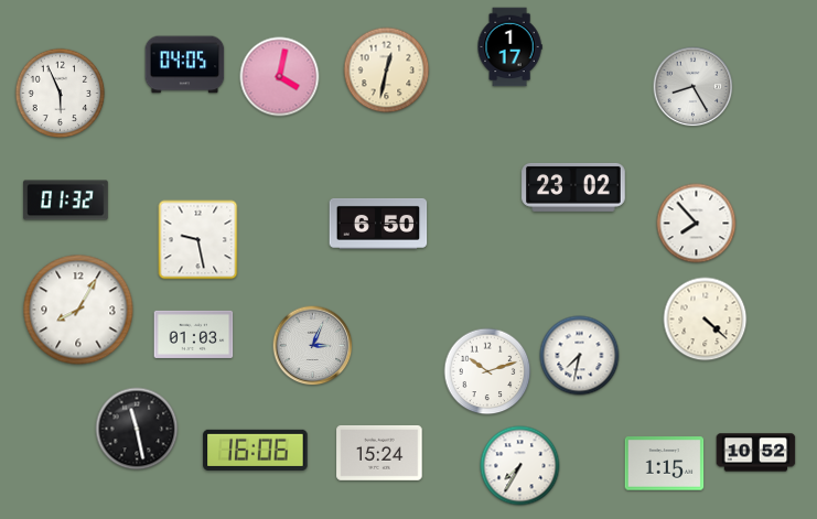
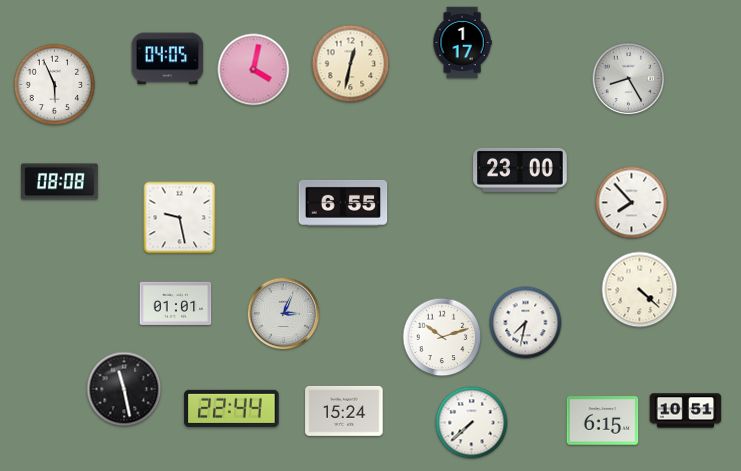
clock at (573, 187): 23:02 -> 23:00
clock at (66, 201): 01:32 -> 08:08
clock at (378, 224): 6:50 -> 6:55
clock at (78, 310): 8:05 -> none
clock at (194, 334): 01:03 -> 01:01
clock at (256, 450): 16:06 -> 22:44
clock at (756, 453): 10:52 -> 10:51
clock at (665, 464): 1:15 -> 6:15
clock at (520, 466): 7:35 -> 7:38
